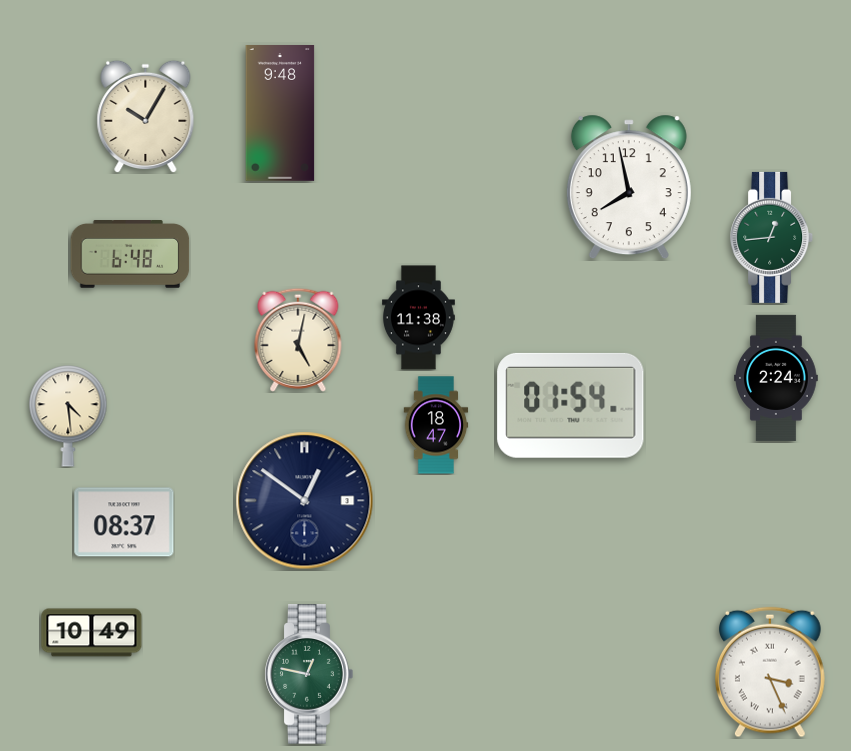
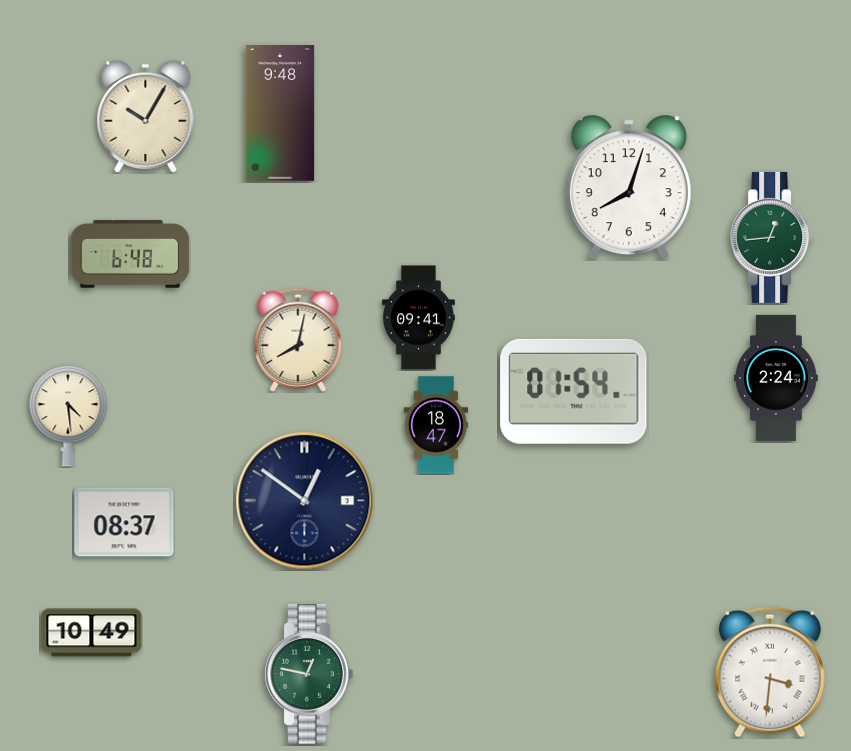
clock at (629, 187): 7:58 -> 8:03
clock at (418, 318): 11:38 -> 09:41
clock at (298, 340): 5:02 -> 8:02
clock at (571, 405) position: (571, 405) -> (574, 391)
clock at (770, 672): 3:26 -> 3:31
